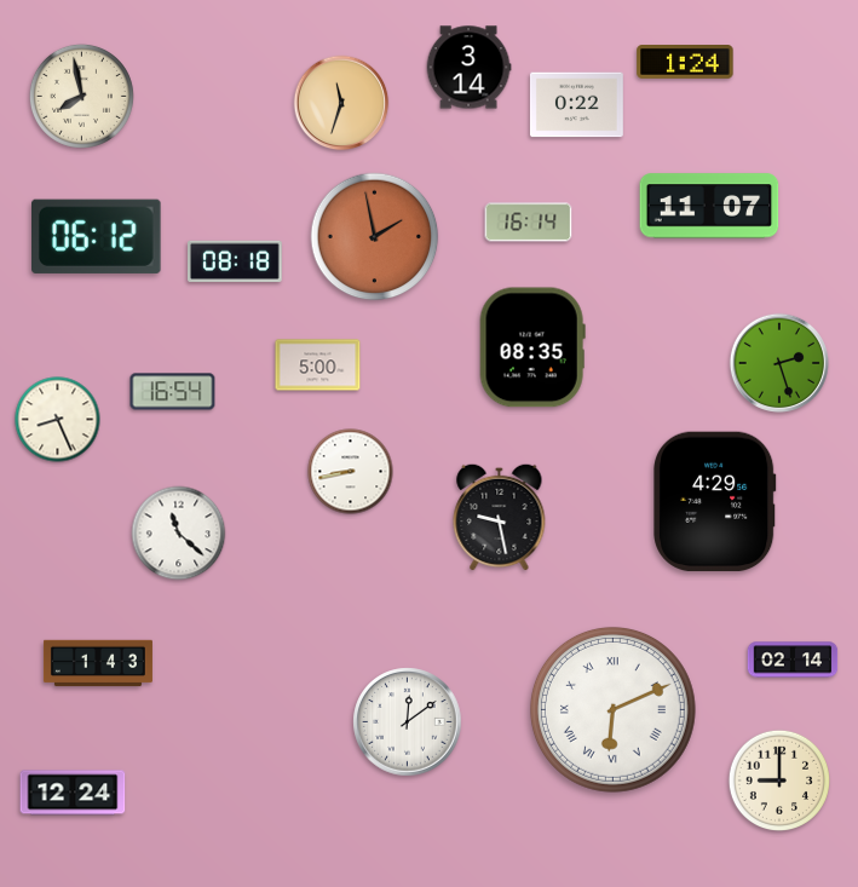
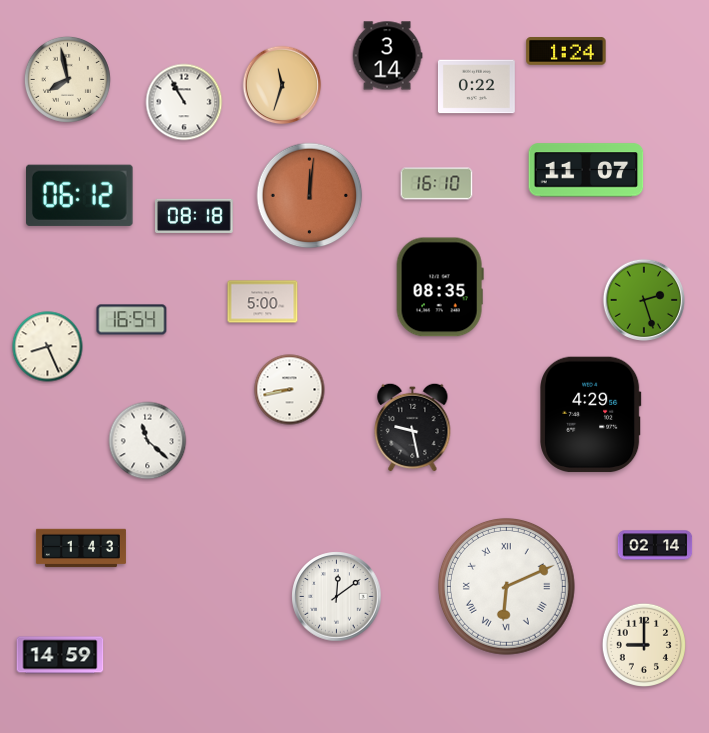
clock at (184, 102): none -> 10:55
clock at (529, 223): 16:14 -> 16:10
clock at (375, 237): 1:58 -> 12:01
clock at (173, 392) position: (173, 392) -> (132, 320)
clock at (73, 793): 12:24 -> 14:59
